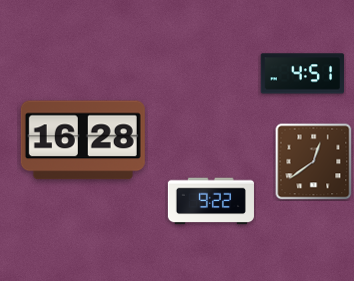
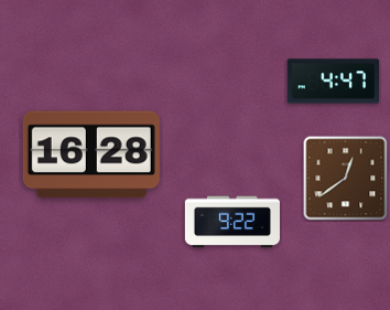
clock at (303, 74): 4:51 -> 4:47
